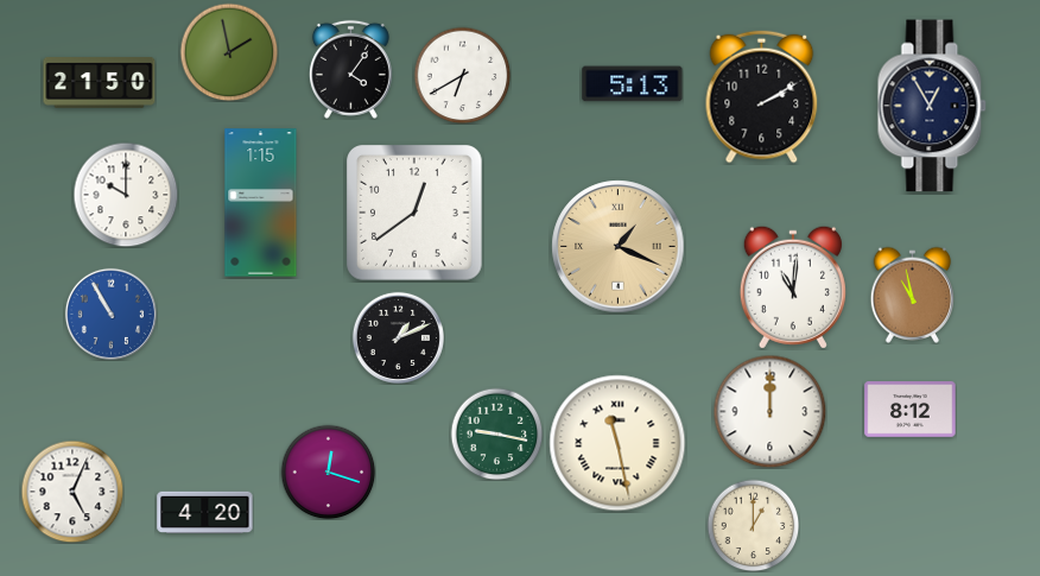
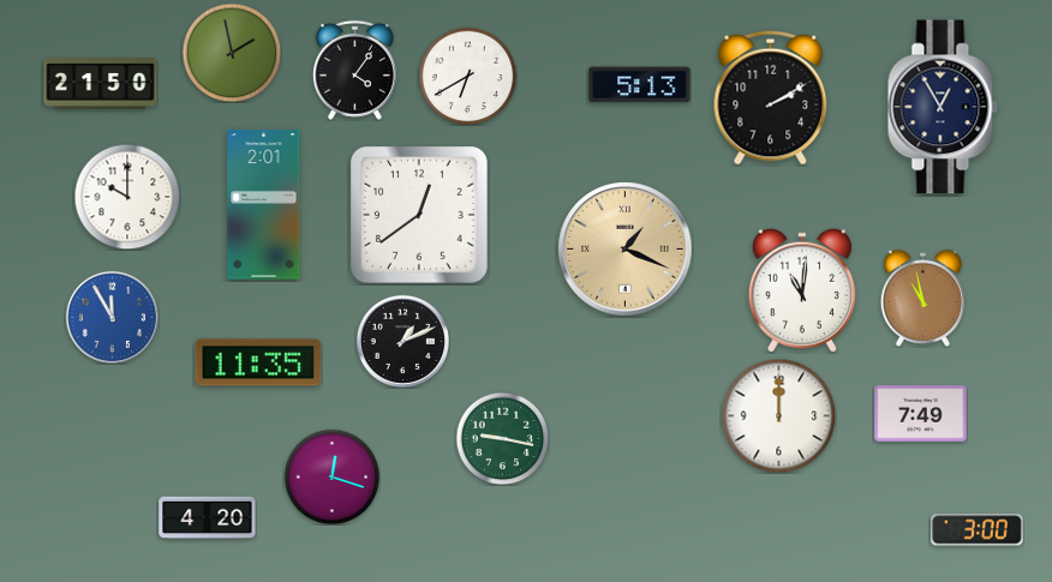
clock at (261, 203): 1:15 -> 2:01
clock at (110, 314): 10:55 -> 11:55
clock at (258, 362): none -> 11:35
clock at (911, 410): 8:12 -> 7:49
clock at (617, 443): 11:28 -> none
clock at (72, 492): 5:04 -> none
clock at (753, 525): 1:00 -> none
clock at (978, 530): none -> 3:00
